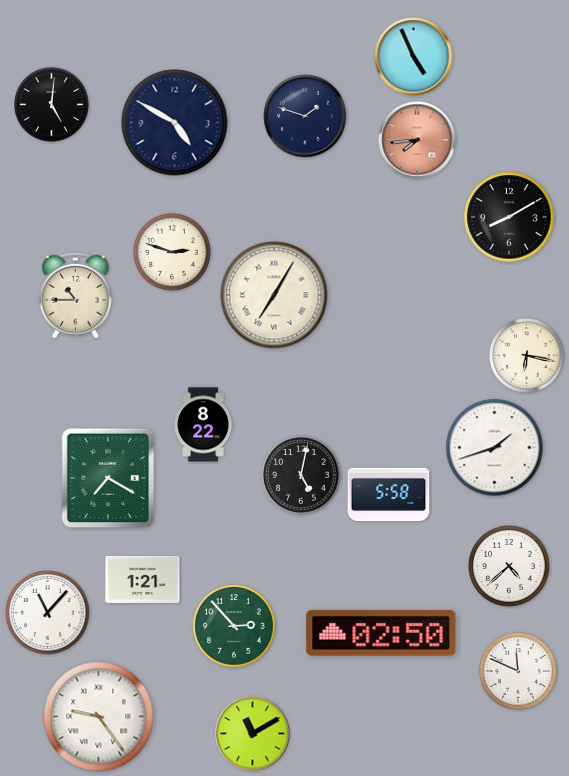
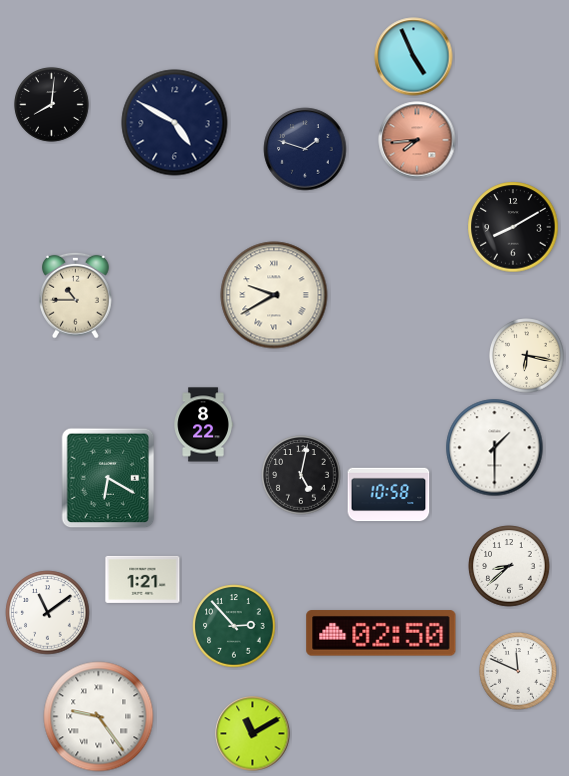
clock at (52, 105): 5:01 -> 8:01
clock at (305, 116) position: (305, 116) -> (305, 149)
clock at (509, 217) position: (509, 217) -> (513, 227)
clock at (172, 252): 2:48 -> none
clock at (274, 295): 7:05 -> 9:40
clock at (495, 448): 1:42 -> 1:30
clock at (108, 478): 7:20 -> 6:20
clock at (389, 495): 5:58 -> 10:58
clock at (509, 566): 4:38 -> 8:38
clock at (48, 613): 11:07 -> 11:09
